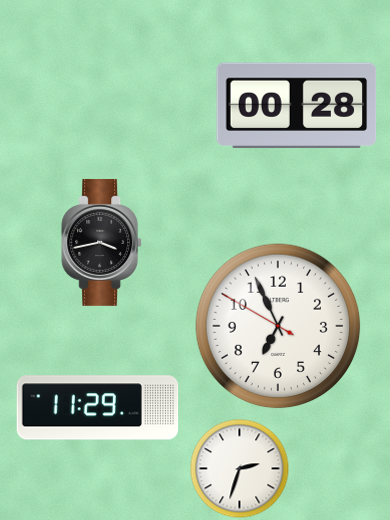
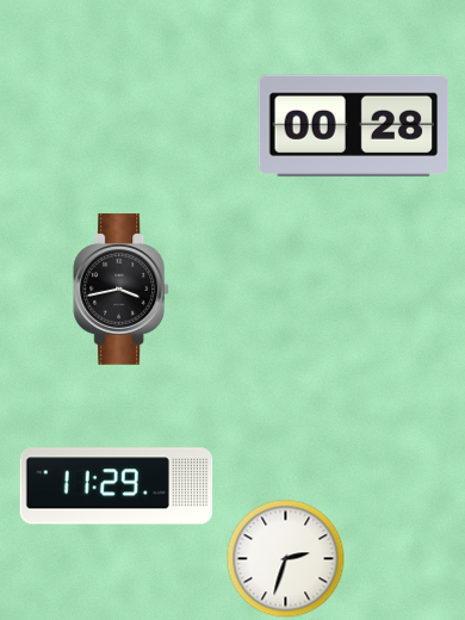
clock at (278, 326): 6:55 -> none
